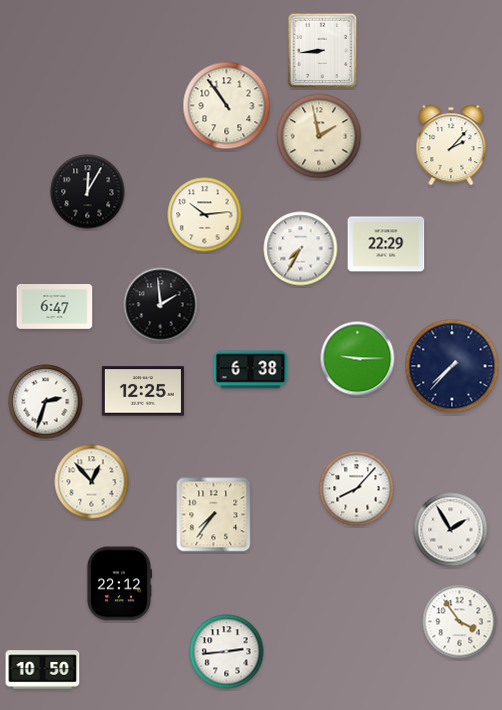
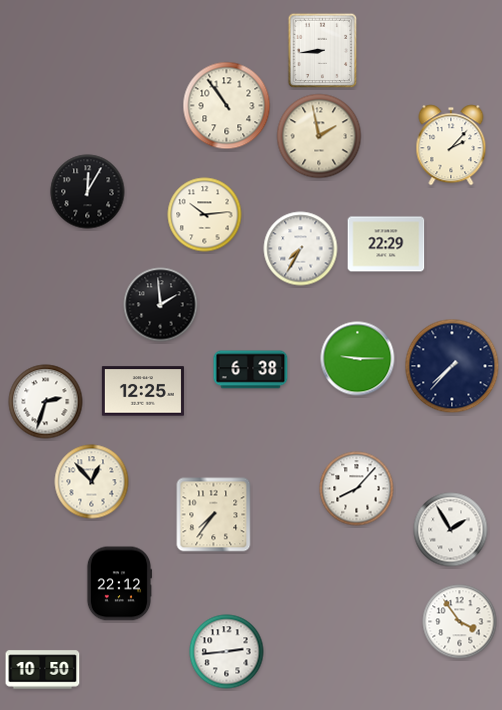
clock at (55, 307): 6:47 -> none
